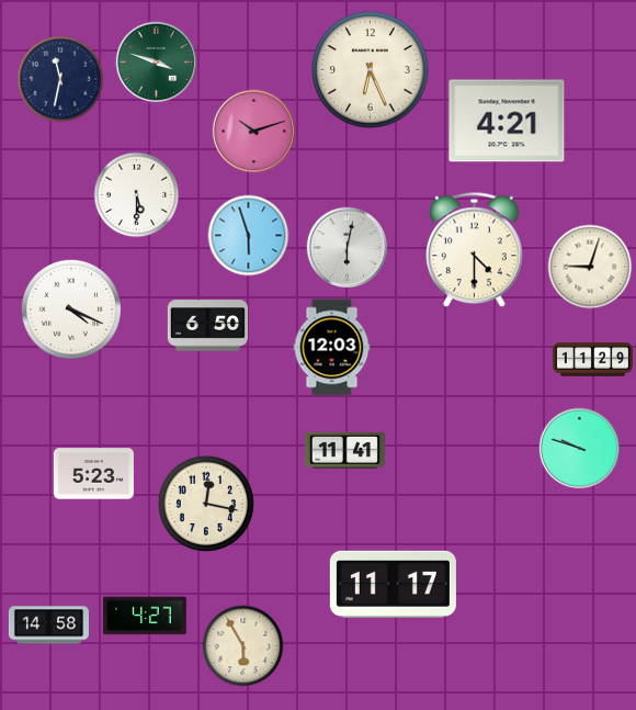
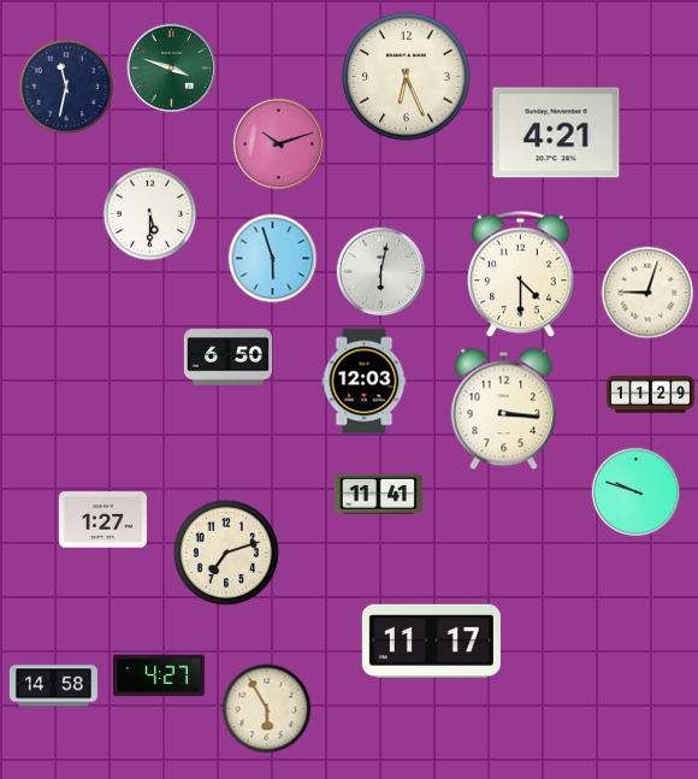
clock at (71, 309): 4:19 -> none
clock at (504, 409): none -> 3:16
clock at (93, 474): 5:23 -> 1:27
clock at (205, 504): 12:17 -> 7:12
